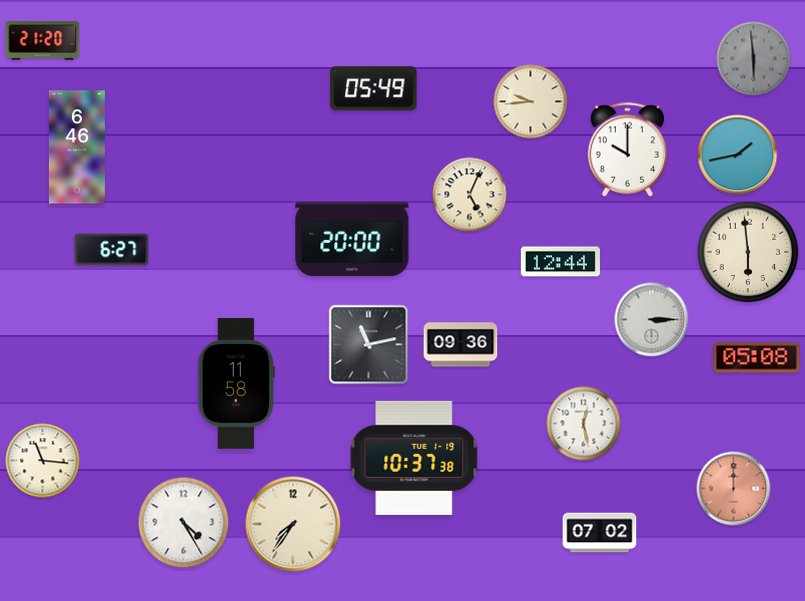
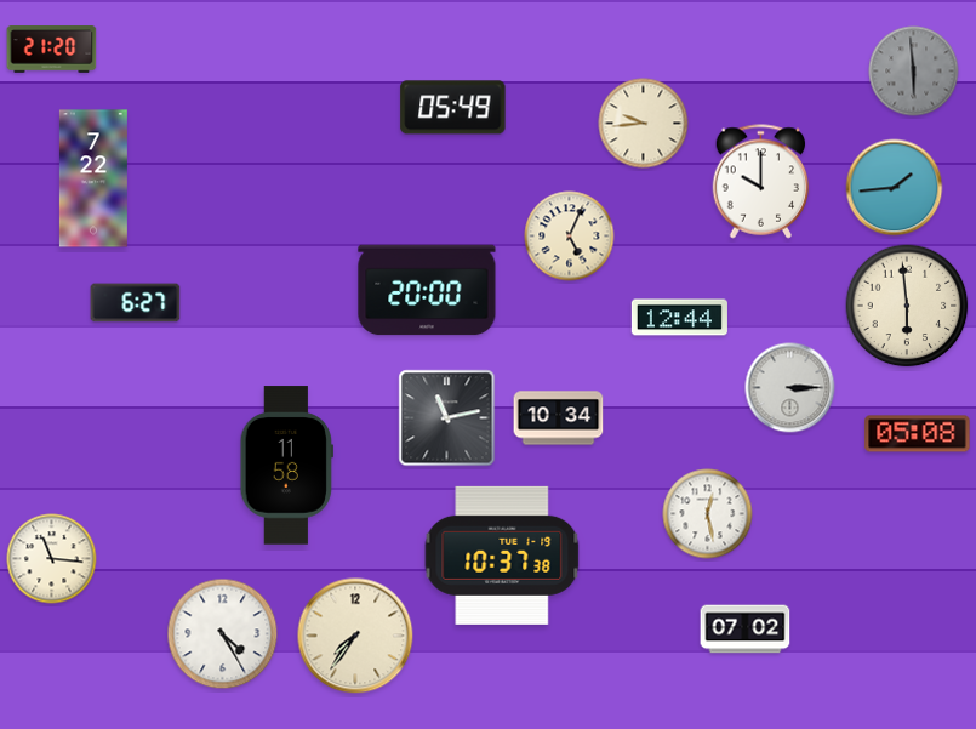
clock at (77, 147): 6:46 -> 7:22
clock at (738, 155): 1:43 -> 1:44
clock at (461, 345): 09:36 -> 10:34
clock at (734, 489): 12:00 -> none
clock at (600, 533) position: (600, 533) -> (746, 630)
